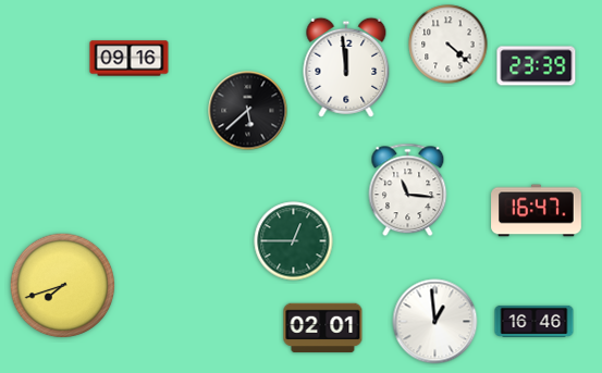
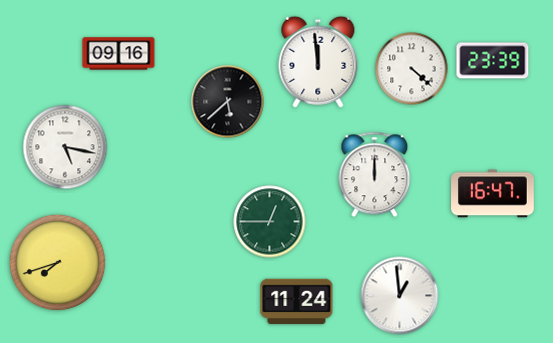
clock at (449, 45) position: (449, 45) -> (412, 69)
clock at (65, 147): none -> 5:17
clock at (408, 190): 11:16 -> 12:00
clock at (535, 321): 16:46 -> none
clock at (323, 328): 02:01 -> 11:24
